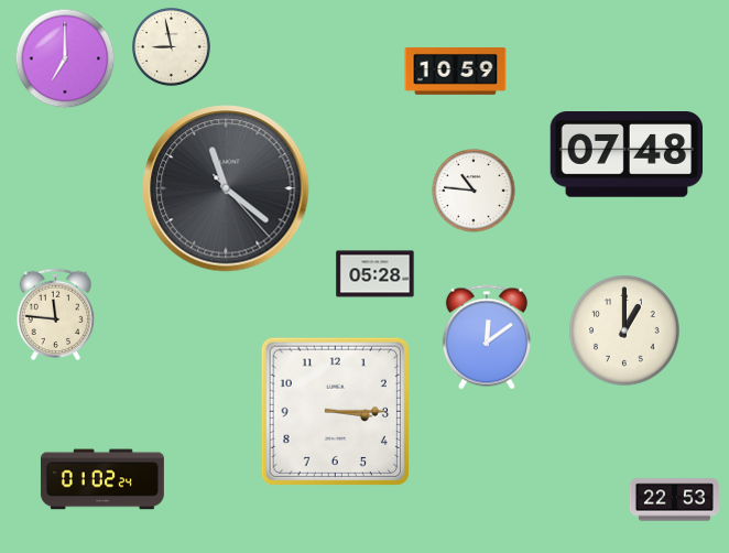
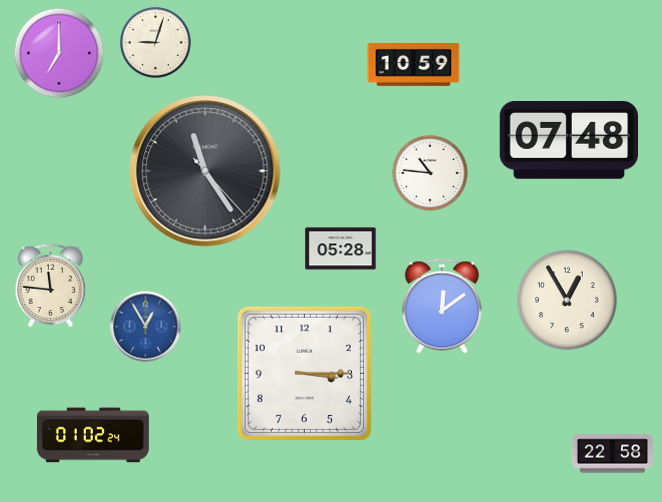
clock at (172, 47): 8:58 -> 9:03
clock at (226, 188): 11:21 -> 11:24
clock at (624, 330): 1:00 -> 12:55
clock at (146, 327): none -> 12:55
clock at (674, 500): 22:53 -> 22:58
